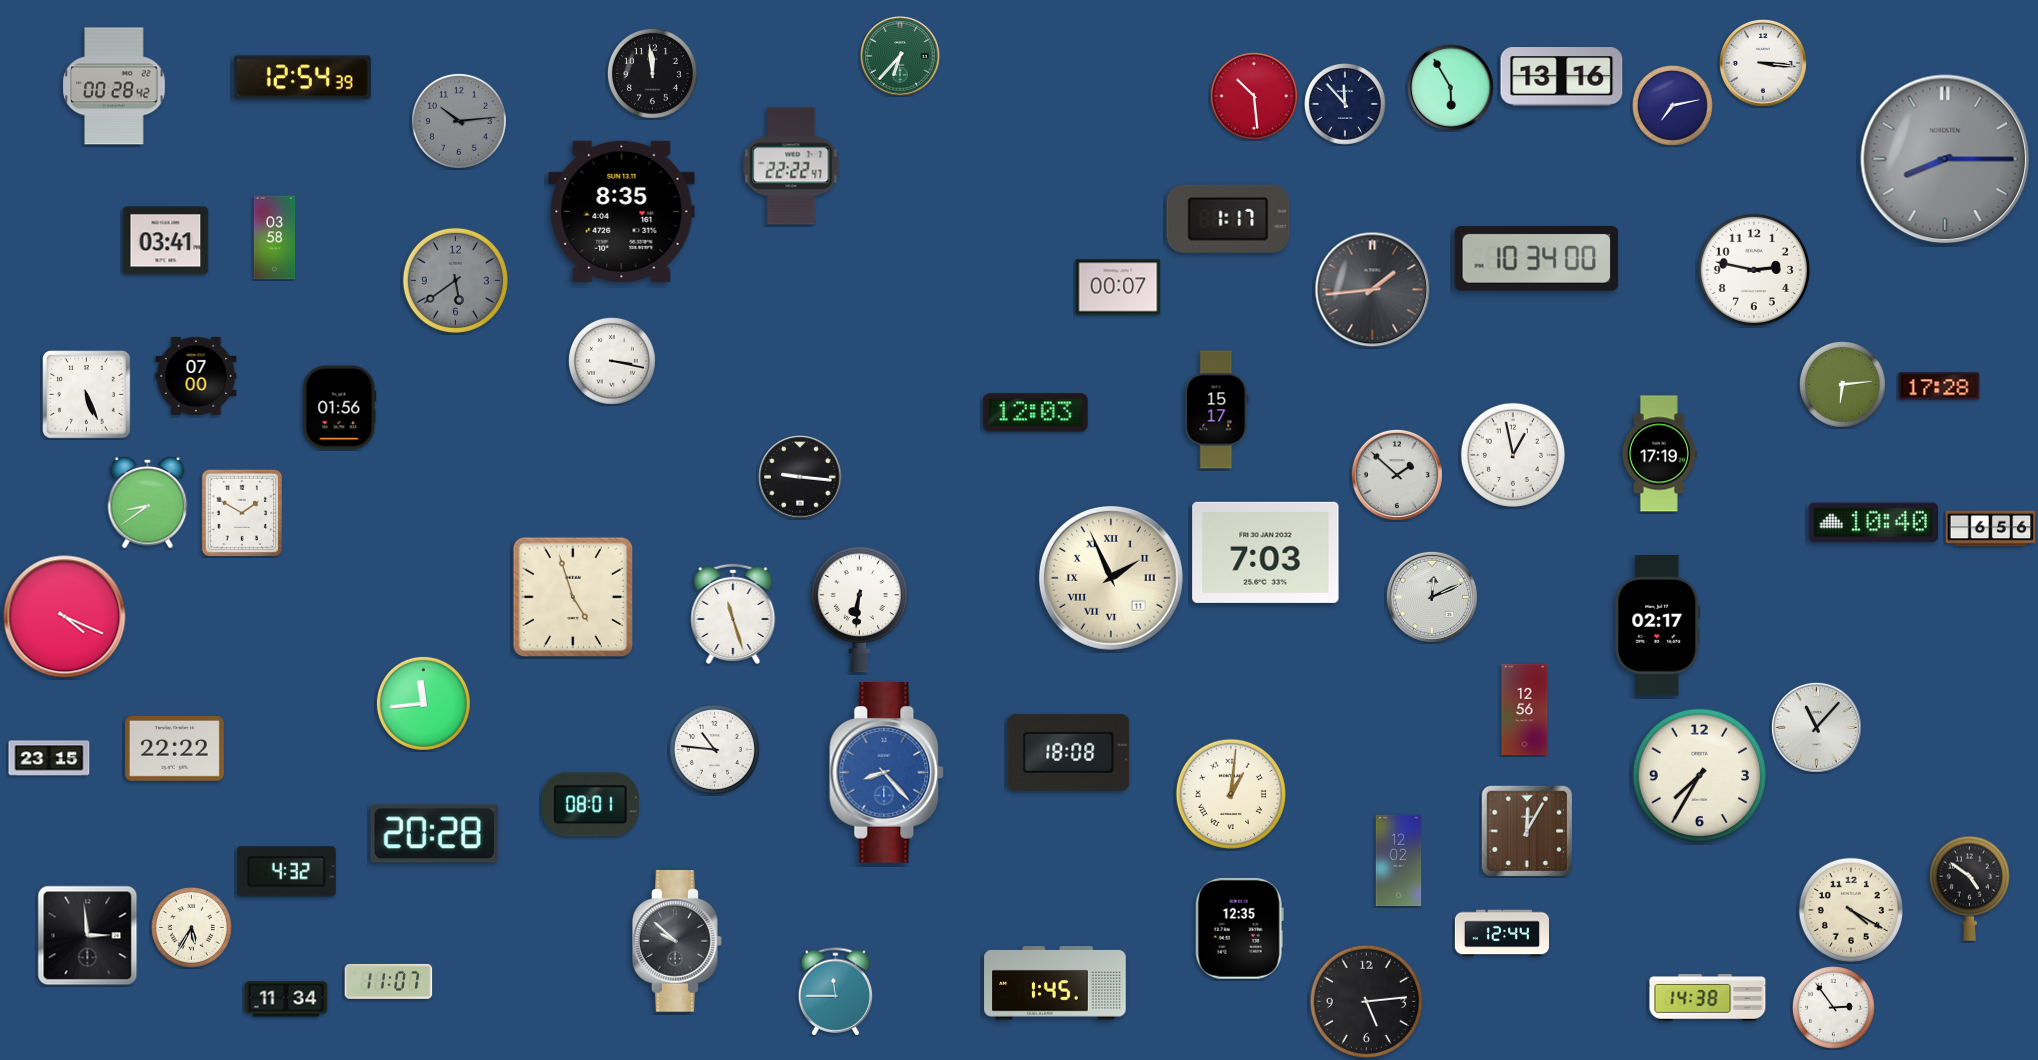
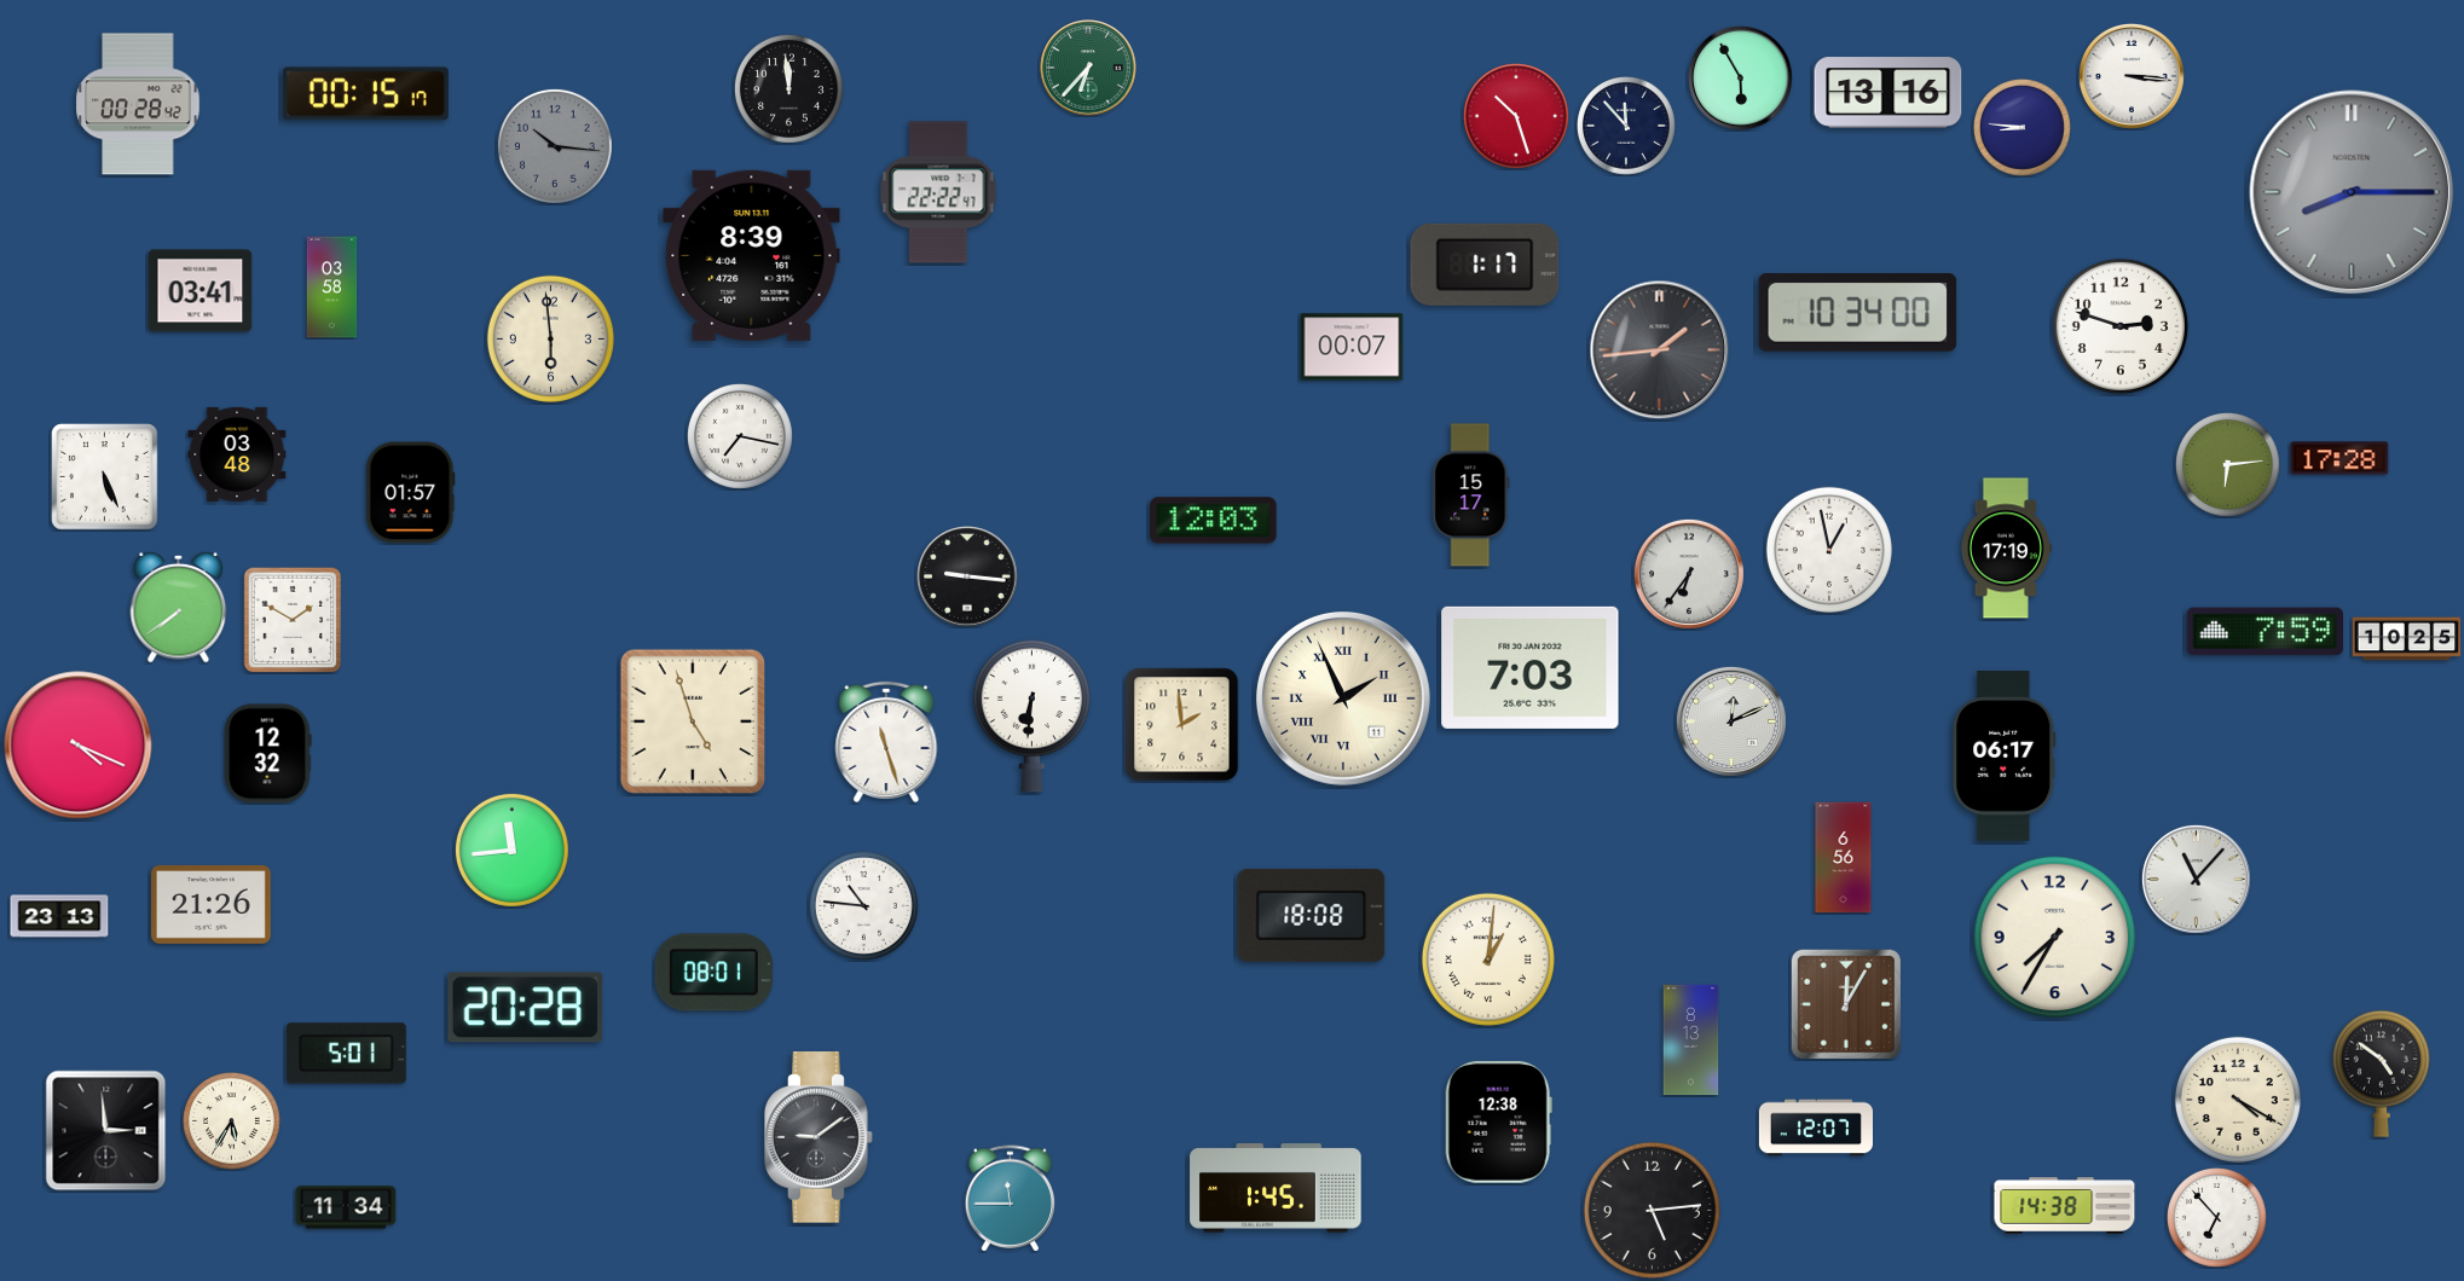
clock at (302, 78): 12:54 -> 00:15
clock at (1451, 88) position: (1451, 88) -> (1741, 79)
clock at (1254, 96): 10:29 -> 10:27
clock at (1673, 106): 7:13 -> 8:46
clock at (459, 121): 10:14 -> 10:16
clock at (791, 166) position: (791, 166) -> (938, 192)
clock at (622, 211): 8:35 -> 8:39
clock at (1754, 270): 2:47 -> 2:48
clock at (455, 280): 5:39 -> 5:59
clock at (455, 280) dial: grey -> cream
clock at (612, 361): 3:17 -> 7:17
clock at (196, 376): 07:00 -> 03:48
clock at (1939, 386) position: (1939, 386) -> (2339, 458)
clock at (340, 408): 01:56 -> 01:57
clock at (1036, 413) position: (1036, 413) -> (1214, 521)
clock at (1397, 475): 1:52 -> 6:36
clock at (148, 502): 8:39 -> 7:39
clock at (1873, 523): 10:40 -> 7:59
clock at (1991, 529): 6:56 -> 10:25
clock at (1182, 725): none -> 1:59
clock at (859, 609) position: (859, 609) -> (1031, 715)
clock at (268, 754): none -> 12:32
clock at (1658, 626): 02:17 -> 06:17
clock at (1525, 710): 12:56 -> 6:56
clock at (174, 748): 22:22 -> 21:26
clock at (1069, 752) position: (1069, 752) -> (1312, 915)
clock at (49, 758): 23:15 -> 23:13
clock at (887, 773): 8:23 -> none
clock at (1399, 861): 12:02 -> 8:13
clock at (286, 872): 4:32 -> 5:01
clock at (1239, 928): 12:35 -> 12:38
clock at (1501, 933): 12:44 -> 12:07
clock at (677, 941): 9:52 -> 9:09
clock at (389, 981): 11:07 -> none
clock at (1834, 1008): 2:54 -> 6:53
